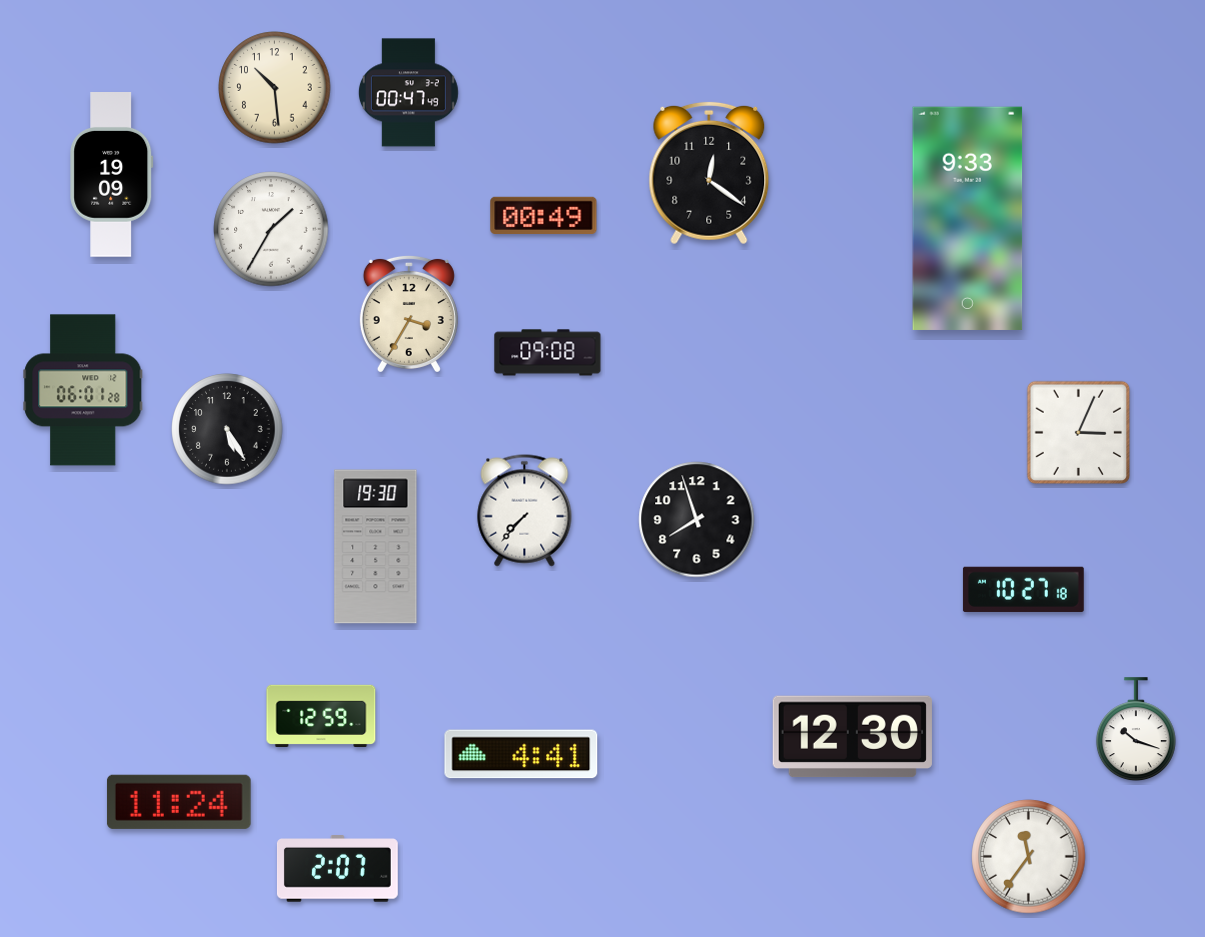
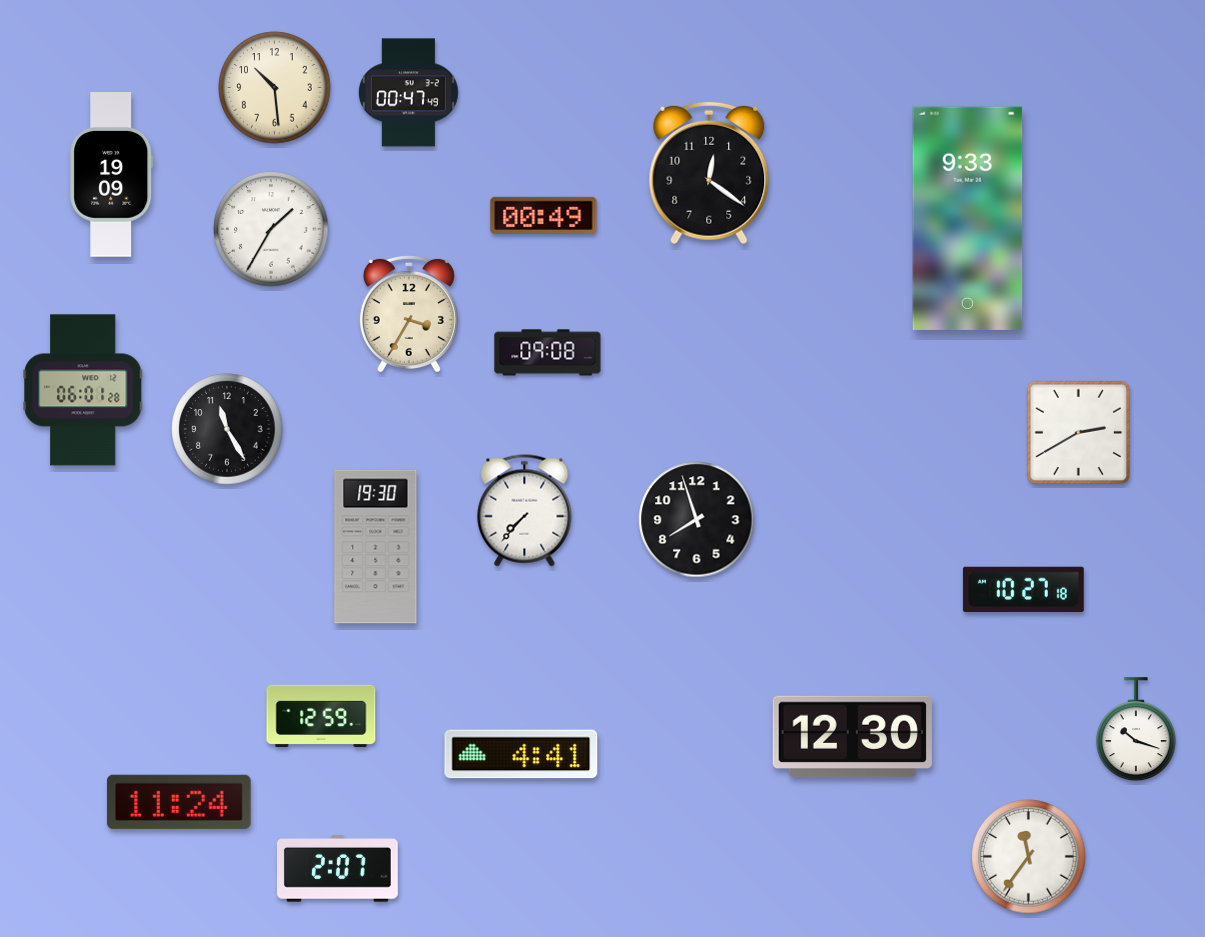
clock at (227, 429): 5:25 -> 11:25
clock at (1079, 433): 3:04 -> 2:40
